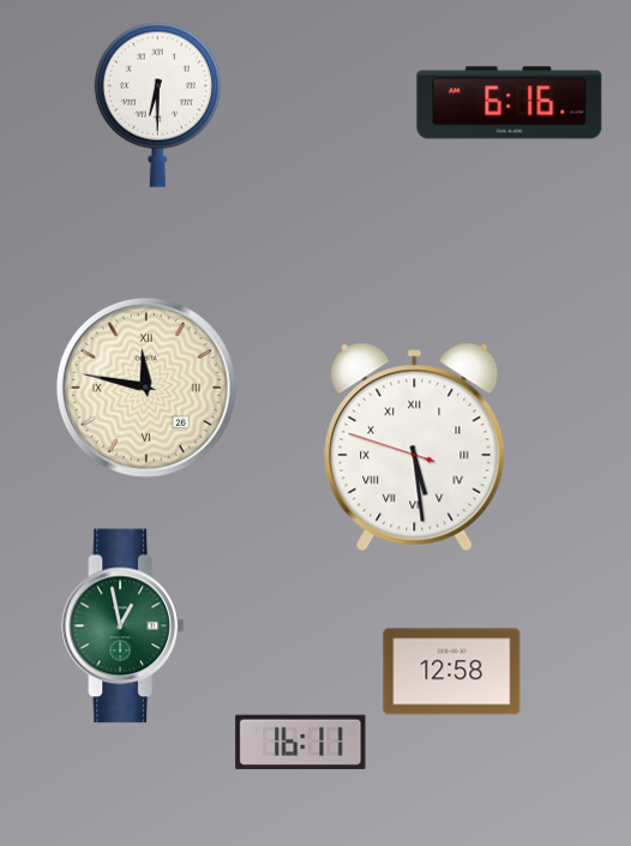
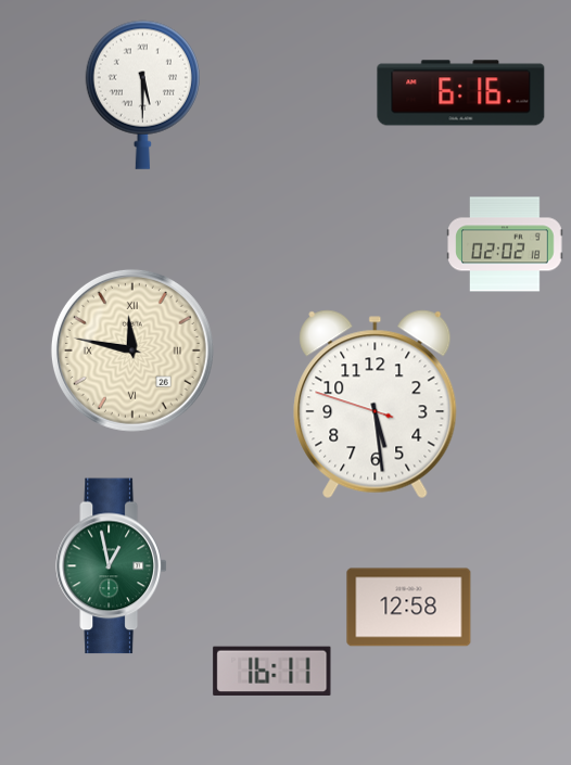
clock at (157, 104): 6:30 -> 5:30
clock at (505, 244): none -> 02:02
clock at (415, 448) numerals: Roman -> Arabic
